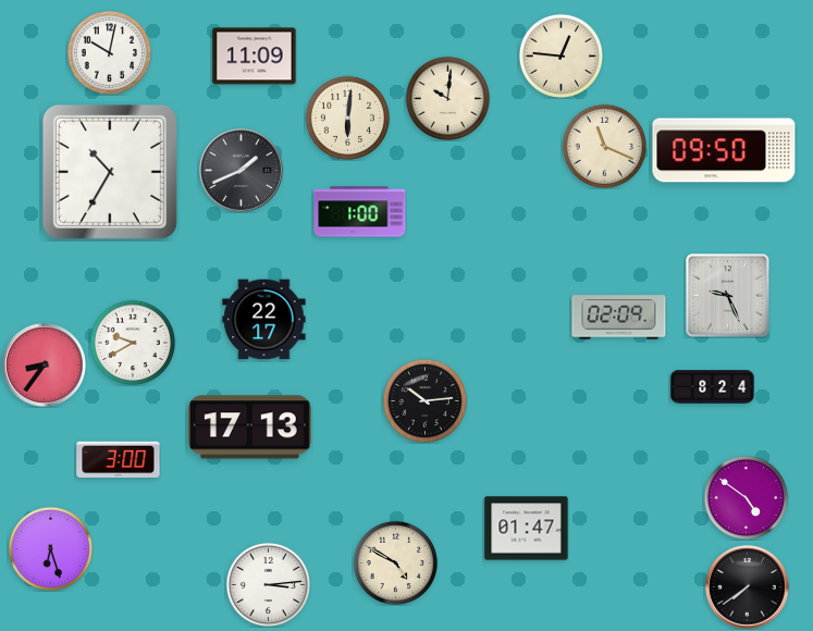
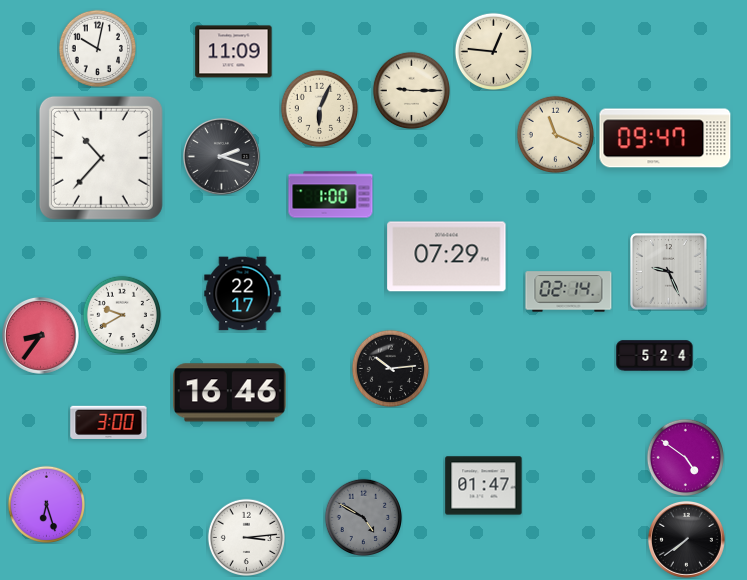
clock at (109, 52) position: (109, 52) -> (97, 48)
clock at (561, 55) position: (561, 55) -> (493, 51)
clock at (447, 98): 10:01 -> 9:15
clock at (347, 117): 6:01 -> 6:04
clock at (724, 150): 09:50 -> 09:47
clock at (241, 170): 1:41 -> 2:18
clock at (110, 172): 10:35 -> 10:37
clock at (447, 257): none -> 07:29
clock at (619, 318): 02:09 -> 02:14
clock at (713, 387): 8:24 -> 5:24
clock at (250, 428): 17:13 -> 16:46
clock at (395, 562) dial: cream -> grey
